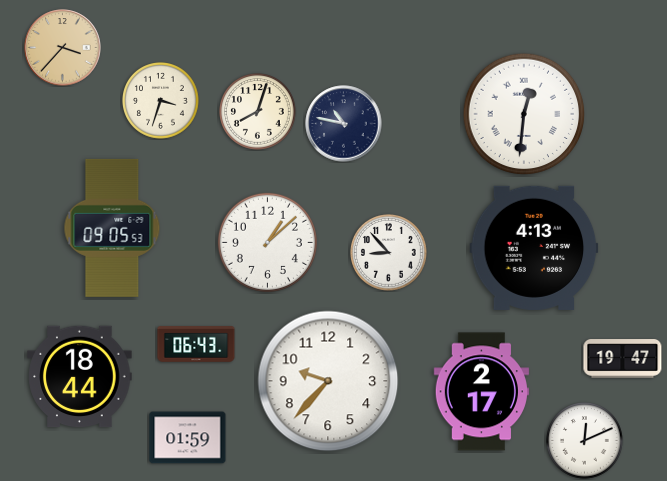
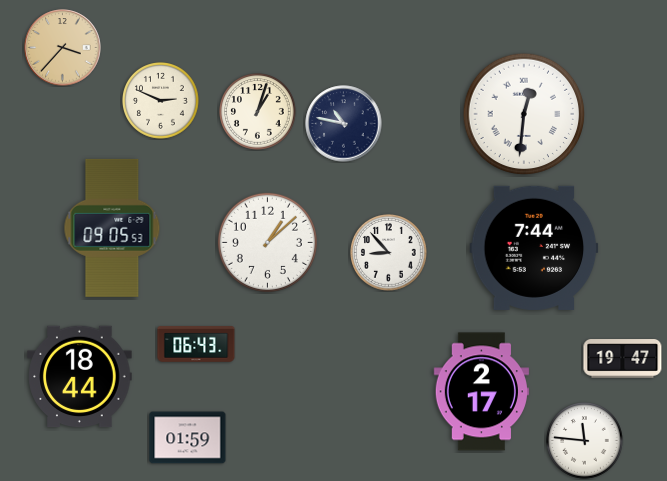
clock at (161, 101): 3:33 -> 2:49
clock at (258, 112): 8:03 -> 1:03
clock at (534, 248): 4:13 -> 7:44
clock at (328, 381): 9:37 -> none
clock at (585, 441): 12:11 -> 11:46
